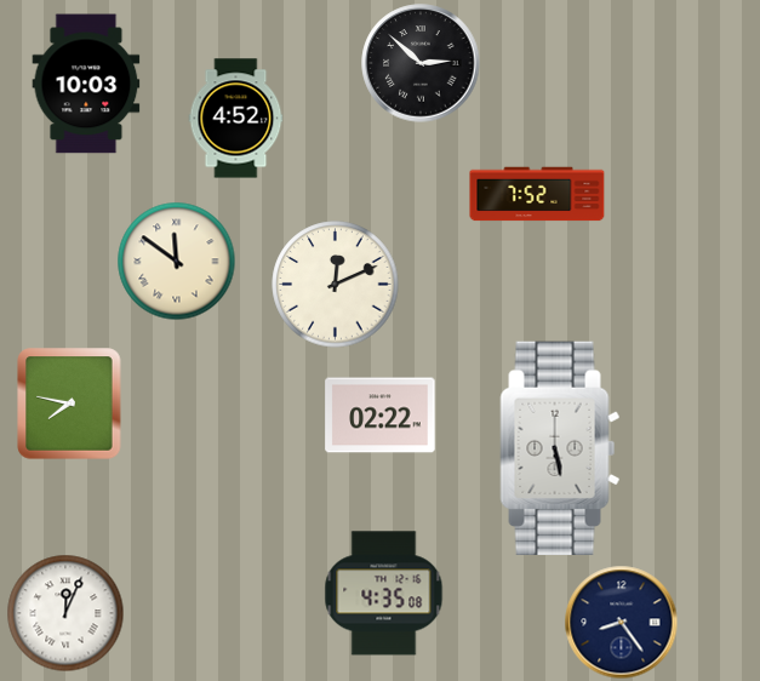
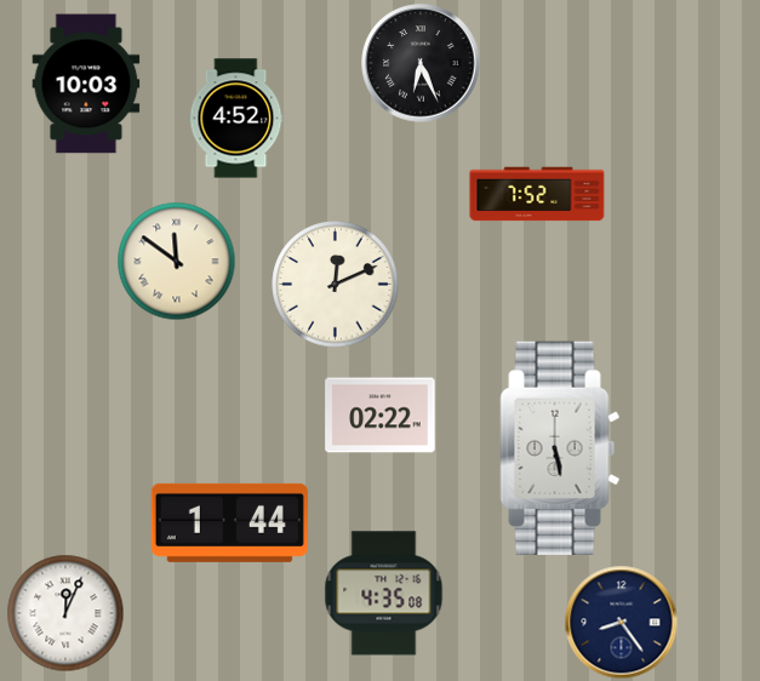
clock at (421, 63): 2:52 -> 6:26
clock at (69, 404): 7:47 -> none
clock at (229, 522): none -> 1:44
